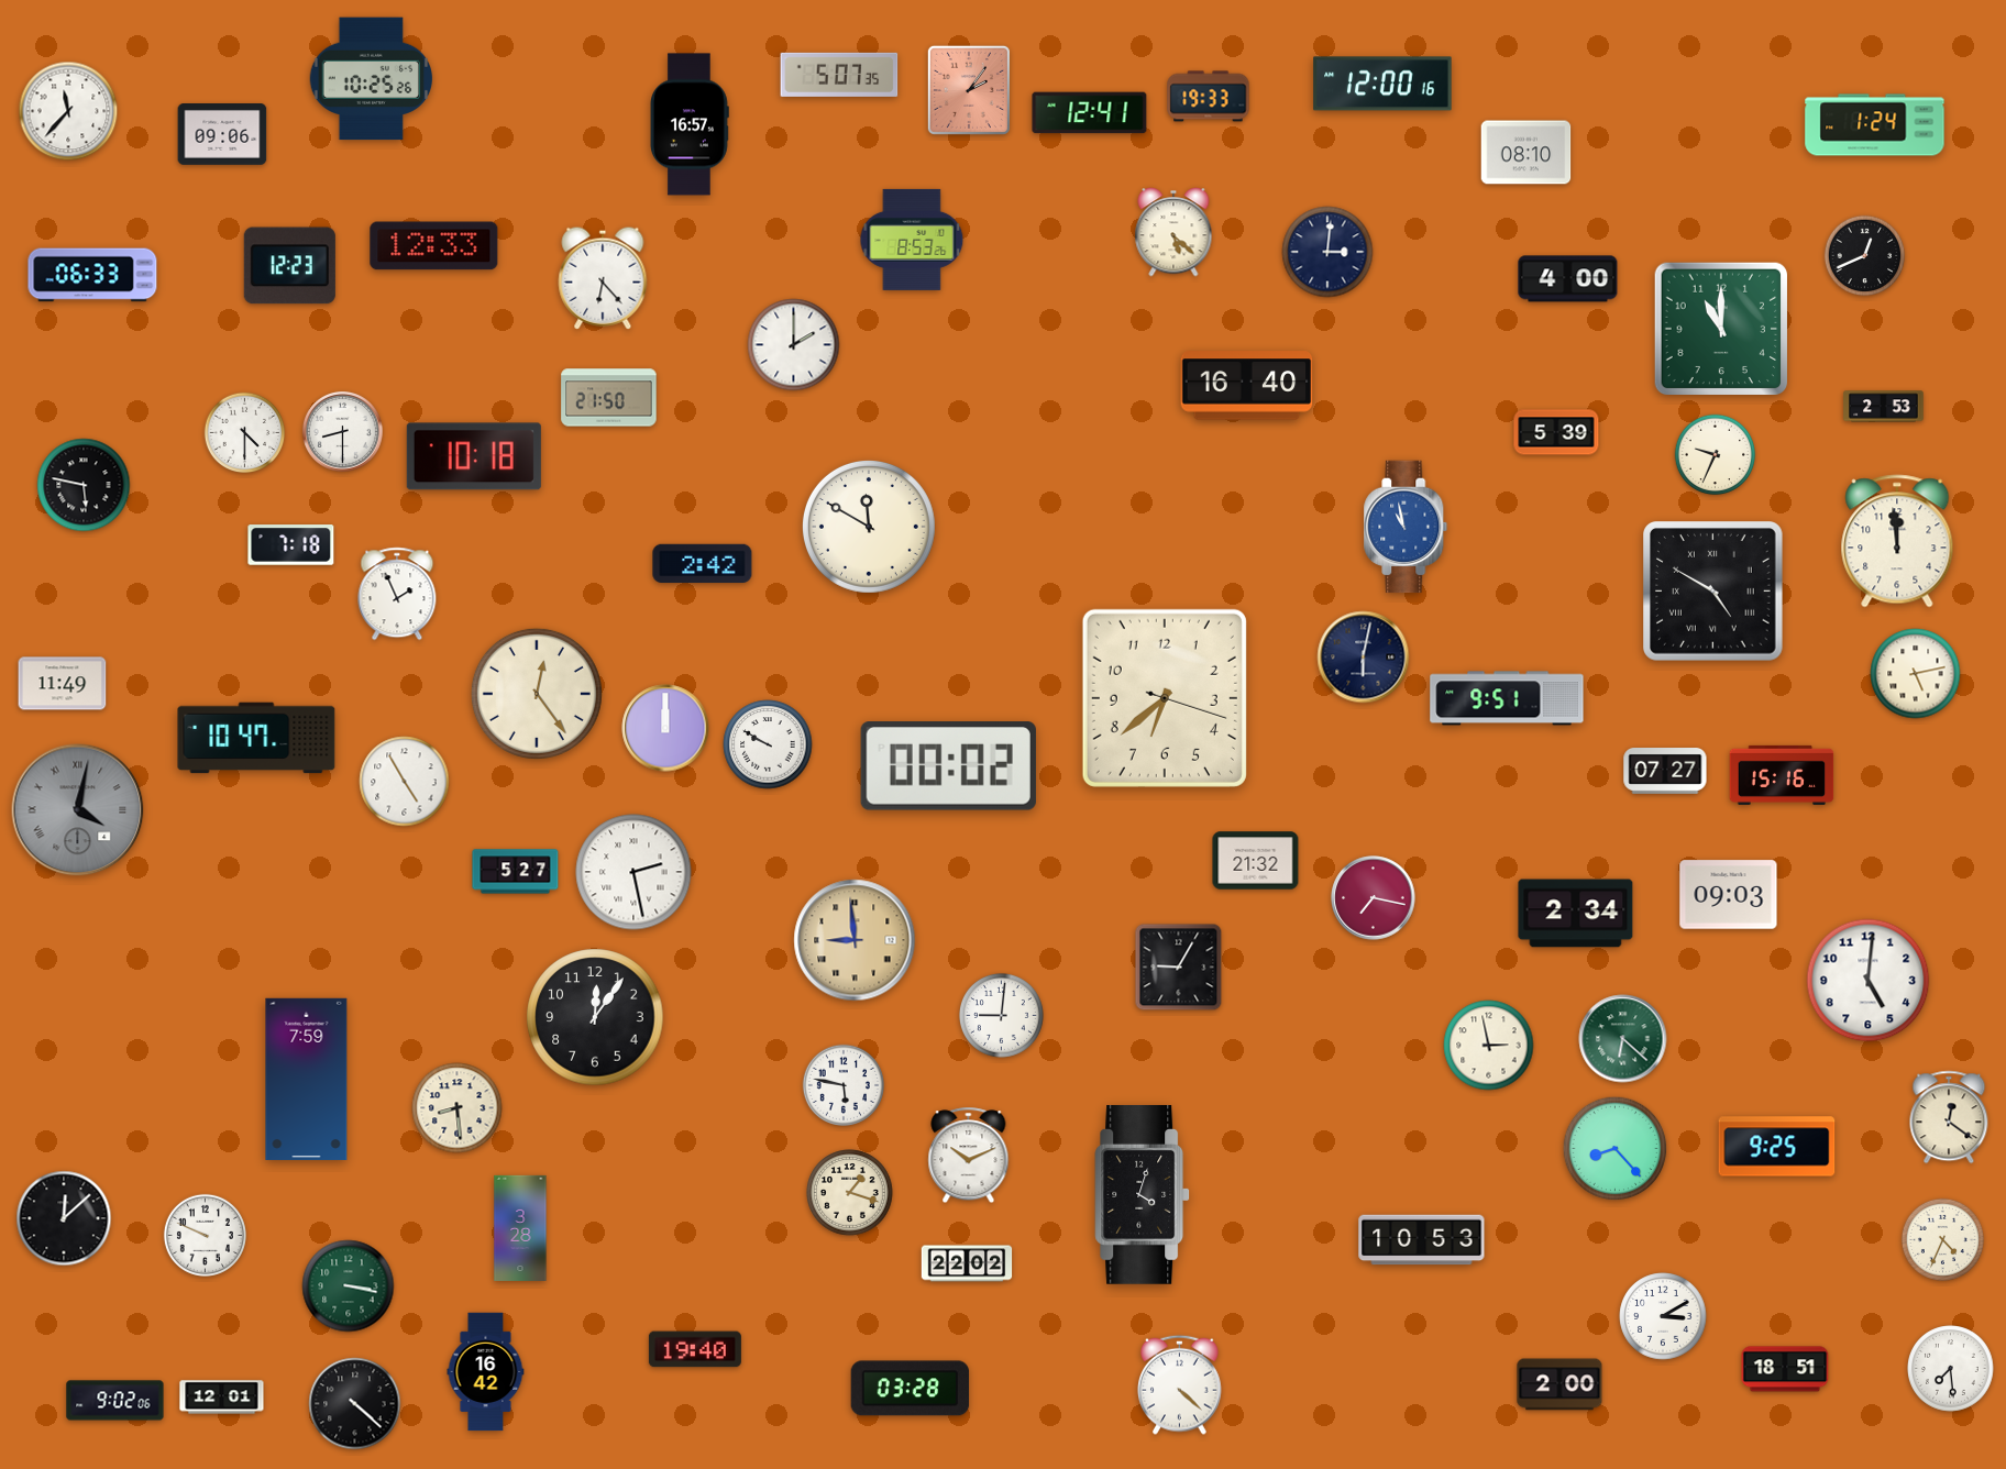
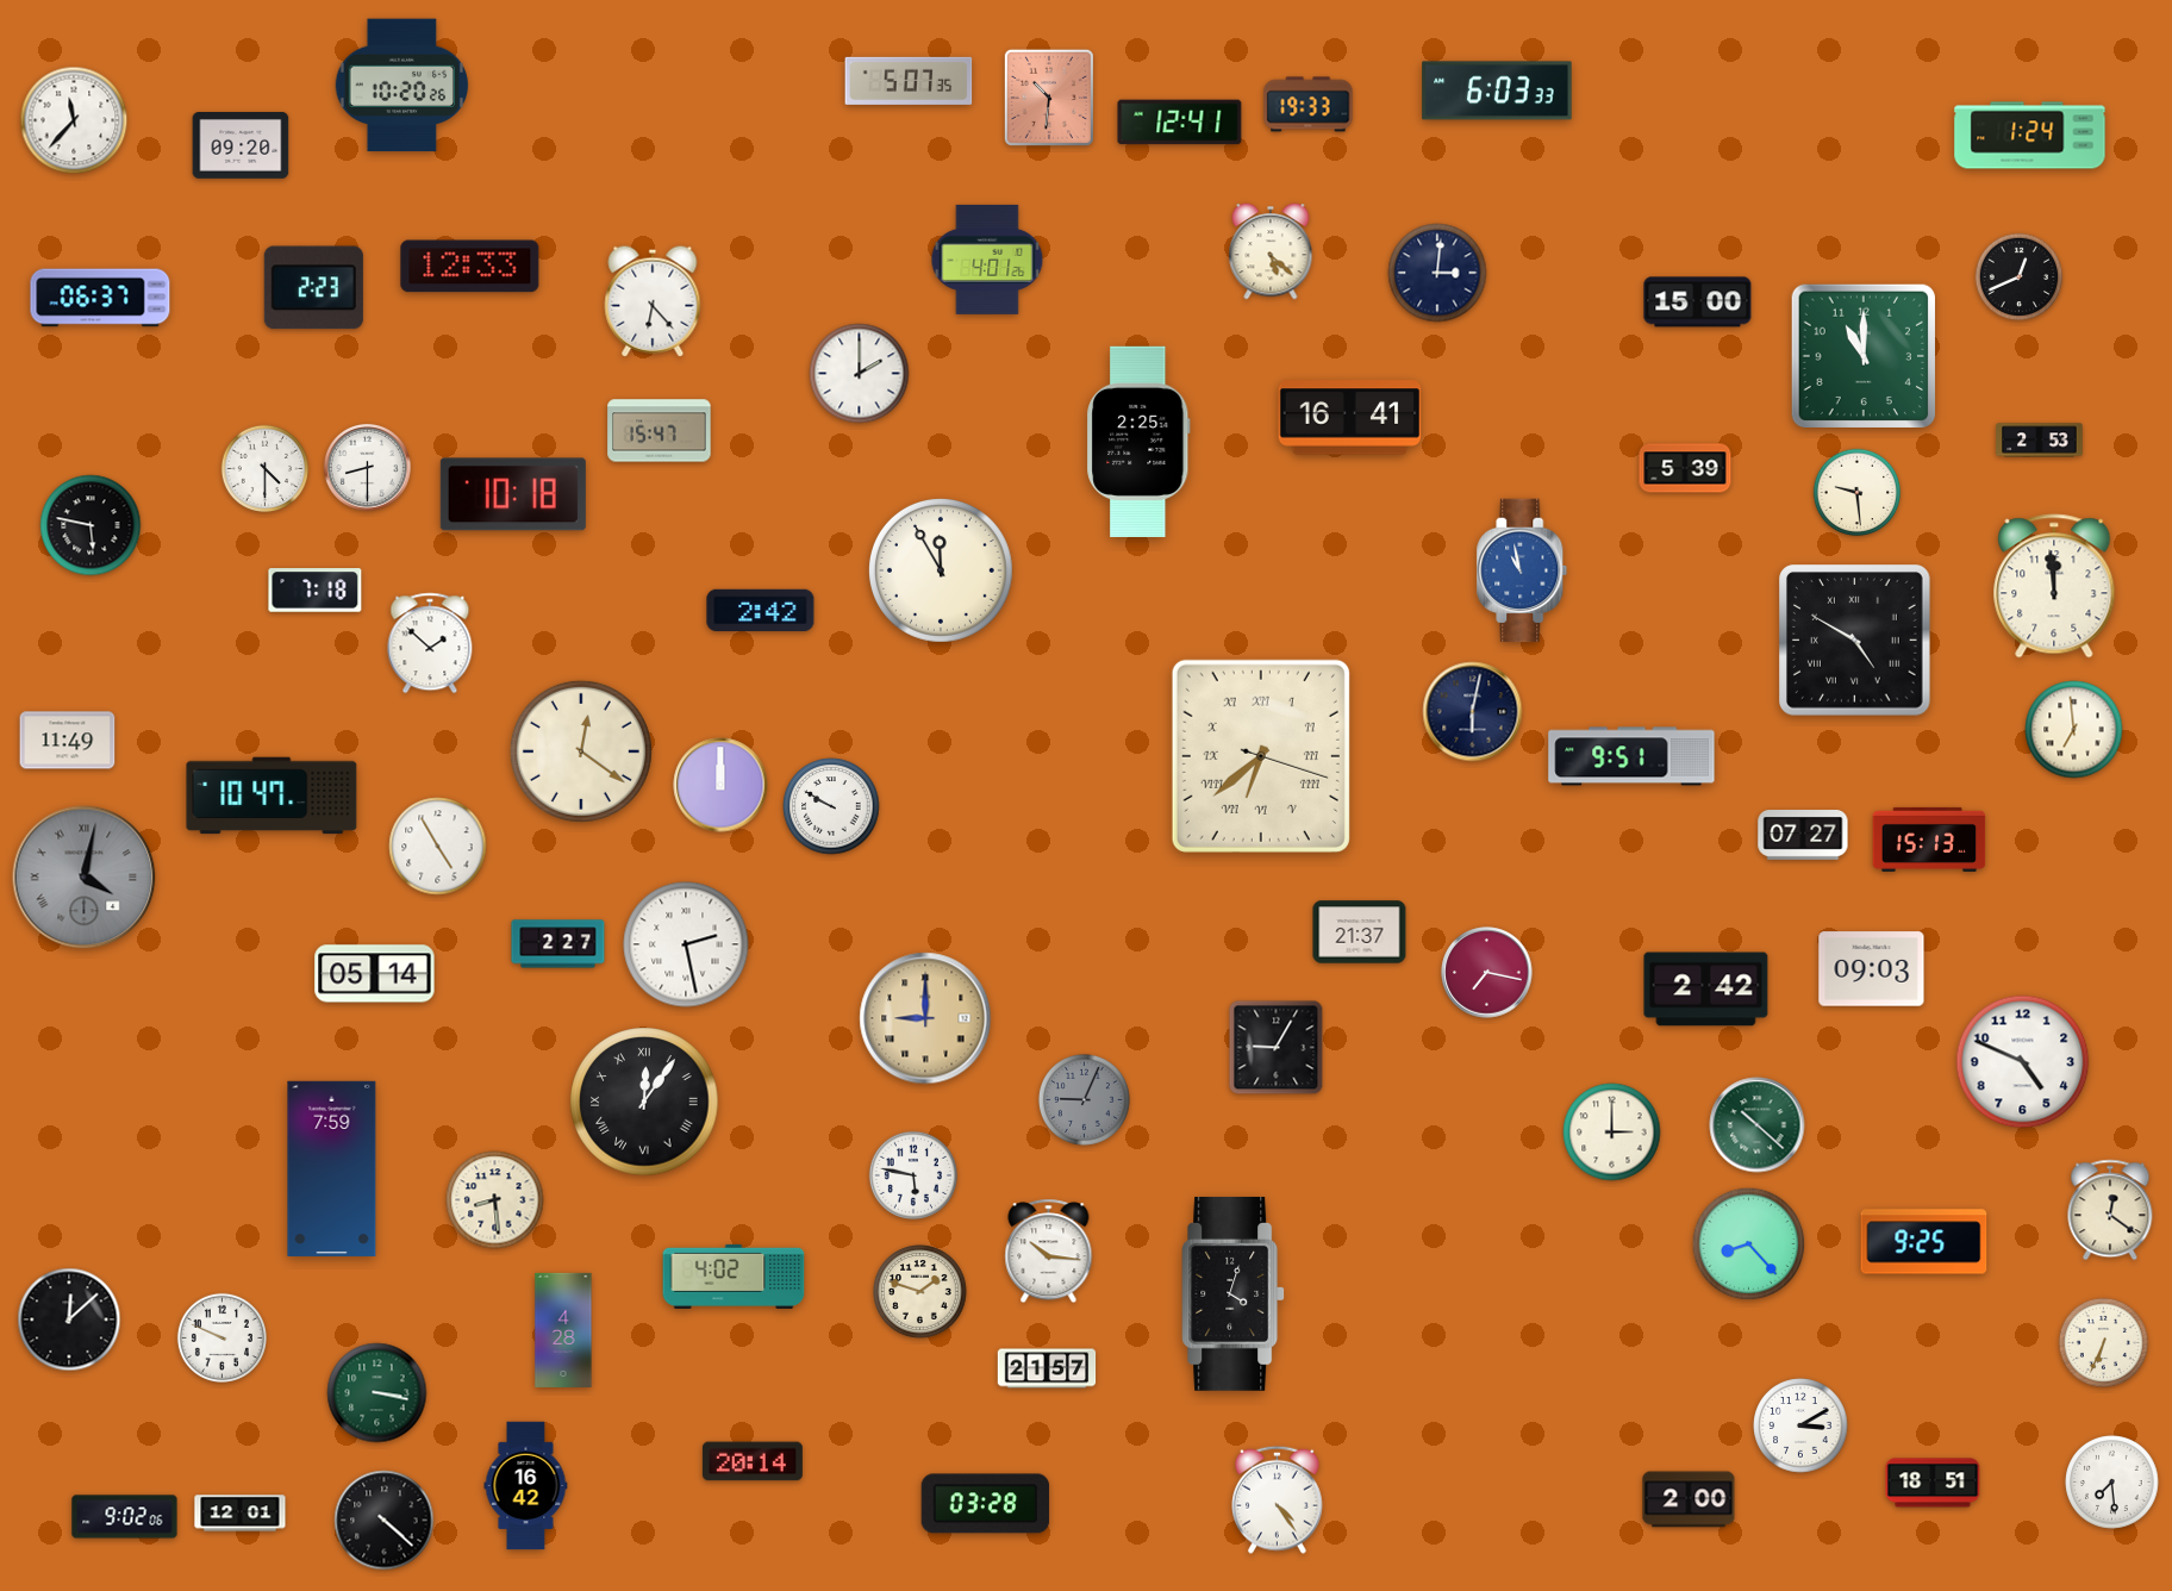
clock at (372, 79): 10:25 -> 10:20
clock at (1382, 84): 12:00 -> 6:03
clock at (969, 90): 2:06 -> 10:31
clock at (691, 124): 16:57 -> none
clock at (222, 135): 09:06 -> 09:20
clock at (1526, 153): 08:10 -> none
clock at (912, 240): 8:53 -> 4:01
clock at (289, 266): 12:23 -> 2:23
clock at (92, 275): 06:33 -> 06:37
clock at (1568, 279): 4:00 -> 15:00
clock at (1247, 386): 16:40 -> 16:41
clock at (609, 398): 21:50 -> 15:47
clock at (1138, 442): none -> 2:25
clock at (342, 431) position: (342, 431) -> (367, 467)
clock at (1716, 455): 9:34 -> 9:29
clock at (869, 527): 11:50 -> 11:55
clock at (397, 594): 1:56 -> 1:52
clock at (1364, 658) position: (1364, 658) -> (1473, 712)
clock at (1916, 674): 5:13 -> 6:59
clock at (537, 694): 12:24 -> 12:21
clock at (1165, 698) numerals: Arabic -> Roman
clock at (665, 728) position: (665, 728) -> (720, 785)
clock at (256, 738) position: (256, 738) -> (271, 795)
clock at (948, 766): 00:02 -> none
clock at (1782, 775): 15:16 -> 15:13
clock at (1256, 861): 21:32 -> 21:37
clock at (516, 872): 5:27 -> 2:27
clock at (375, 974): none -> 05:14
clock at (1576, 914): 2:34 -> 2:42
clock at (855, 940): 8:59 -> 9:00
clock at (1869, 981): 5:01 -> 4:49
clock at (1001, 1015): 9:01 -> 9:04
clock at (1001, 1015) dial: white -> grey
clock at (595, 1017) numerals: Arabic -> Roman
clock at (1623, 1039): 6:22 -> 10:22
clock at (1489, 1046): 2:58 -> 3:00
clock at (969, 1156): 10:11 -> 10:16
clock at (734, 1277): none -> 4:02
clock at (850, 1193): 1:18 -> 1:48
clock at (1143, 1194) position: (1143, 1194) -> (1234, 1293)
clock at (520, 1228): 3:28 -> 4:28
clock at (1942, 1239): 4:34 -> 6:34
clock at (1422, 1240): 10:53 -> none
clock at (967, 1263): 22:02 -> 21:57
clock at (695, 1349): 19:40 -> 20:14
clock at (1180, 1384): 4:22 -> 4:24
